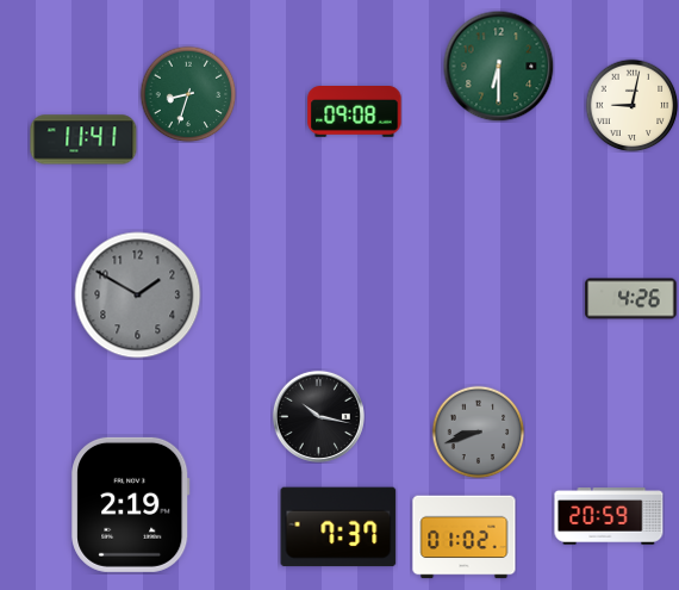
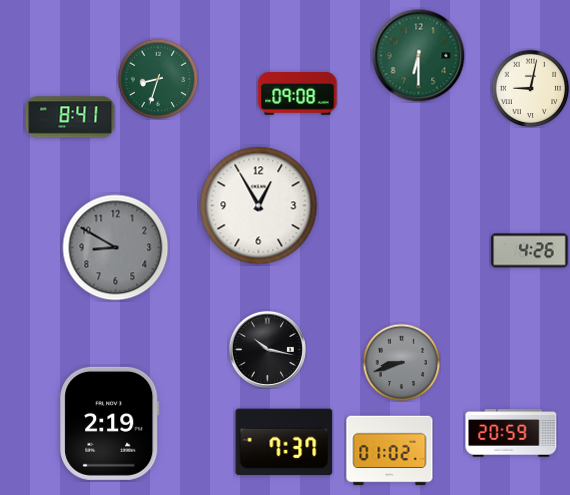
clock at (83, 139): 11:41 -> 8:41
clock at (259, 206): none -> 12:55
clock at (138, 296): 1:50 -> 8:50
